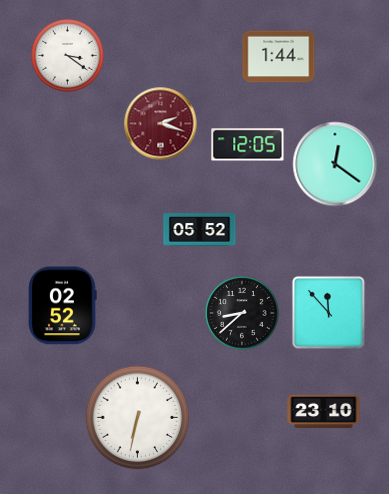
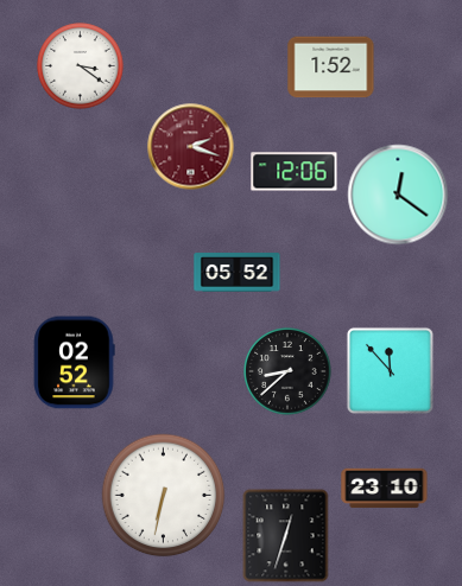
clock at (279, 57): 1:44 -> 1:52
clock at (248, 145): 12:05 -> 12:06
clock at (286, 536): none -> 12:33
